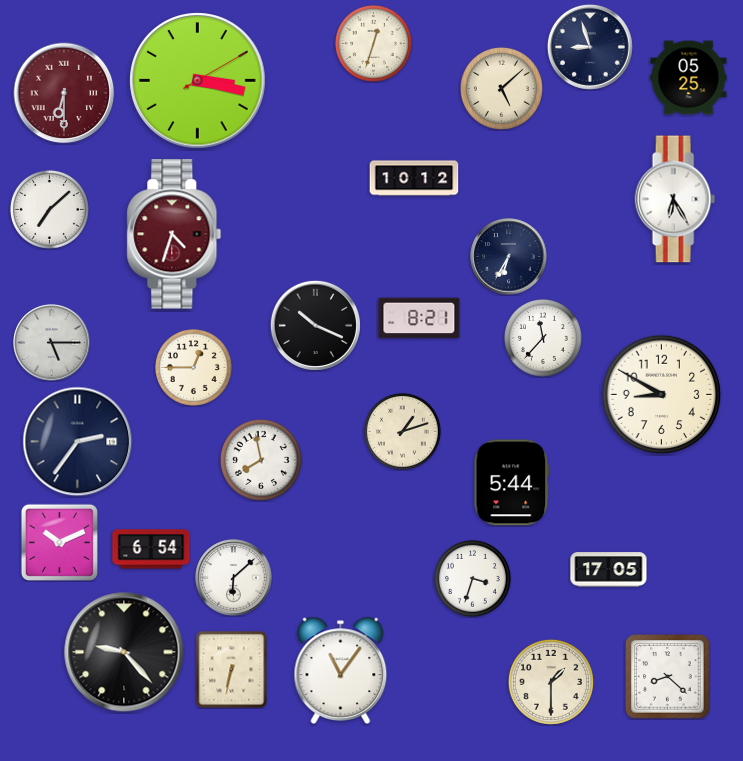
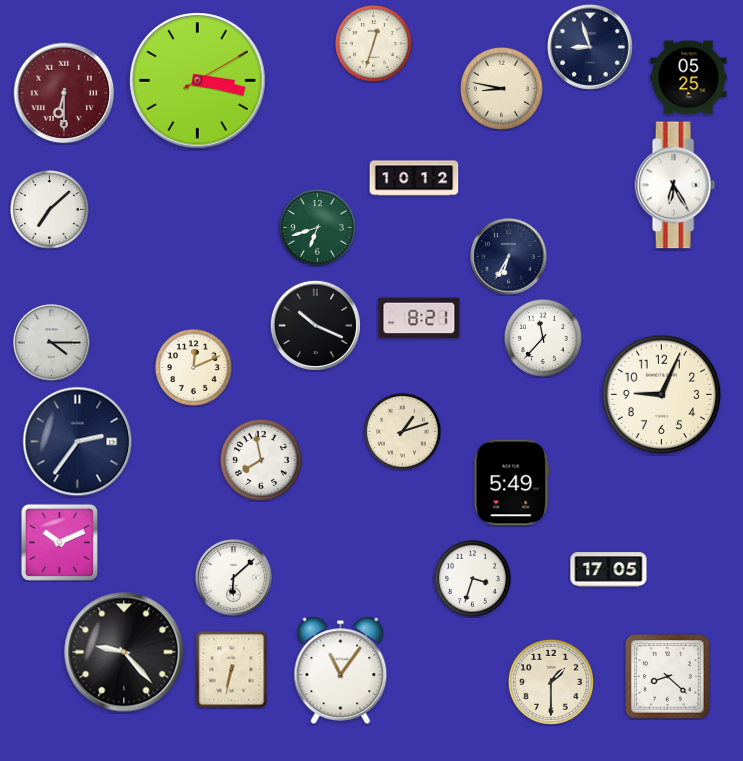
clock at (501, 88): 5:08 -> 8:47
clock at (675, 199) position: (675, 199) -> (675, 185)
clock at (317, 227): none -> 6:42
clock at (174, 234): 4:33 -> none
clock at (52, 343): 5:15 -> 4:15
clock at (193, 367): 12:45 -> 12:11
clock at (662, 395): 8:50 -> 9:04
clock at (512, 483): 5:44 -> 5:49
clock at (151, 549): 6:54 -> none
